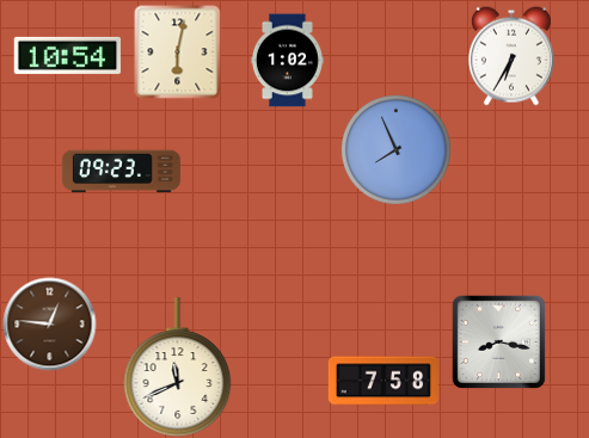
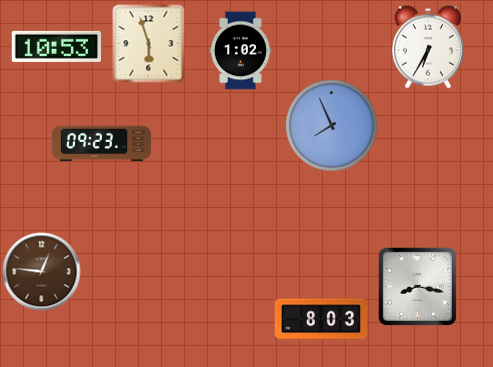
clock at (178, 51): 6:02 -> 5:57
clock at (67, 55): 10:54 -> 10:53
clock at (178, 368): 11:41 -> none
clock at (384, 381): 7:58 -> 8:03
